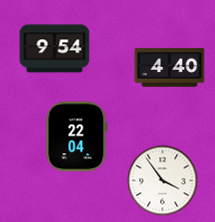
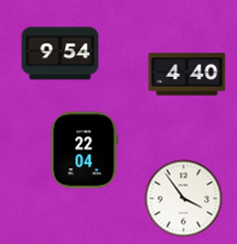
clock at (163, 181) position: (163, 181) -> (184, 199)
